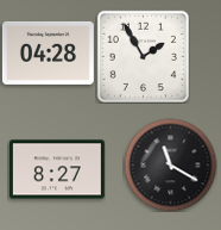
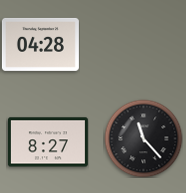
clock at (143, 56): 1:55 -> none
clock at (170, 164): 11:20 -> 11:23
